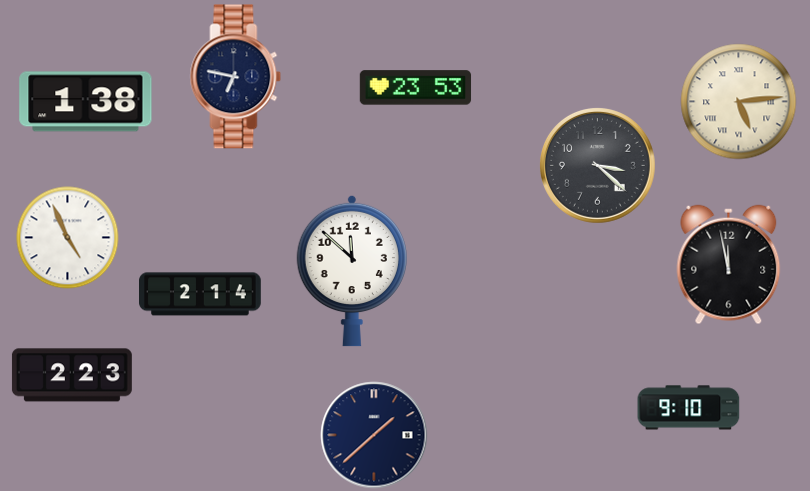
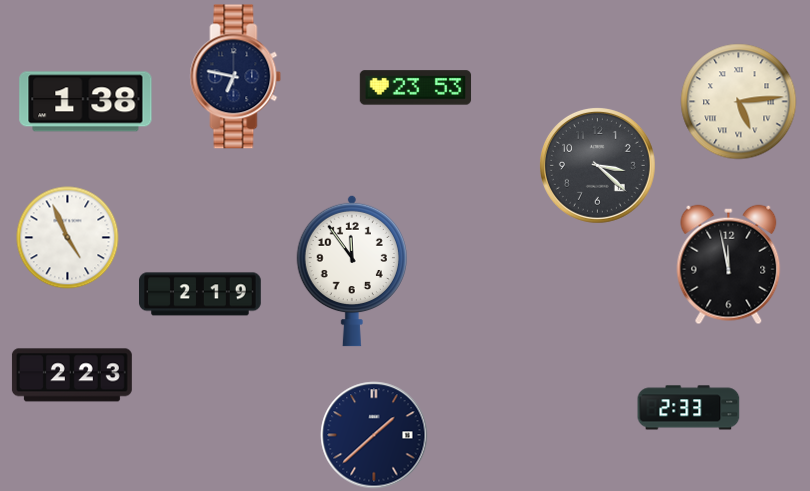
clock at (352, 271): 11:52 -> 11:54
clock at (201, 294): 2:14 -> 2:19
clock at (689, 408): 9:10 -> 2:33
